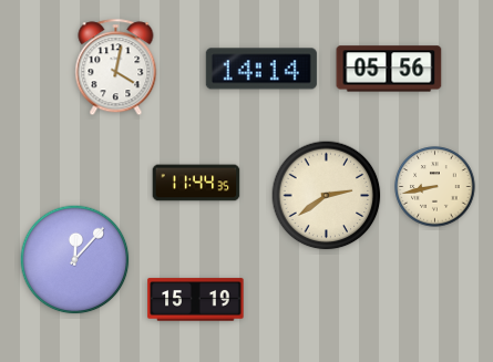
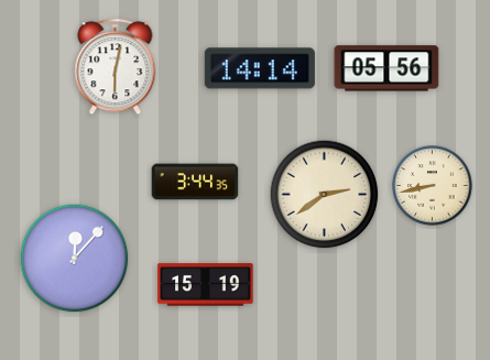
clock at (116, 68): 4:02 -> 6:02
clock at (196, 183): 11:44 -> 3:44
clock at (196, 300) position: (196, 300) -> (206, 285)
